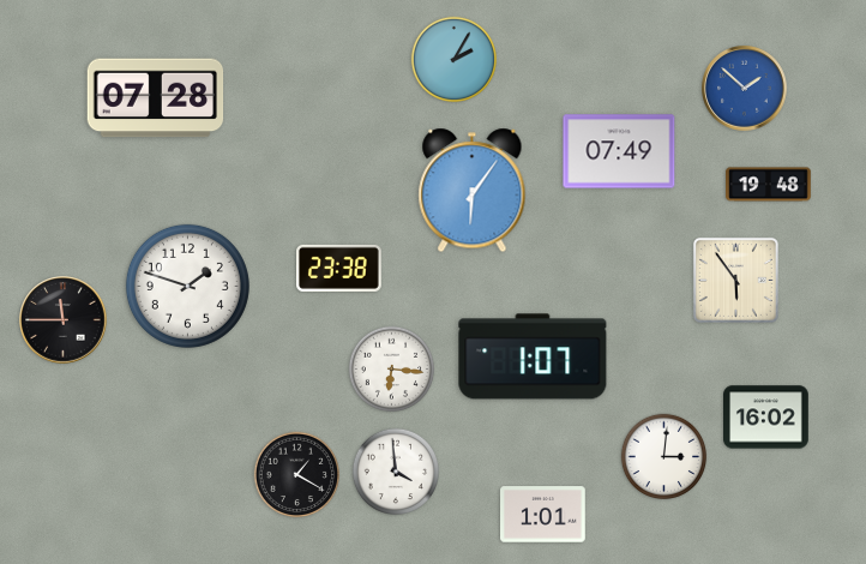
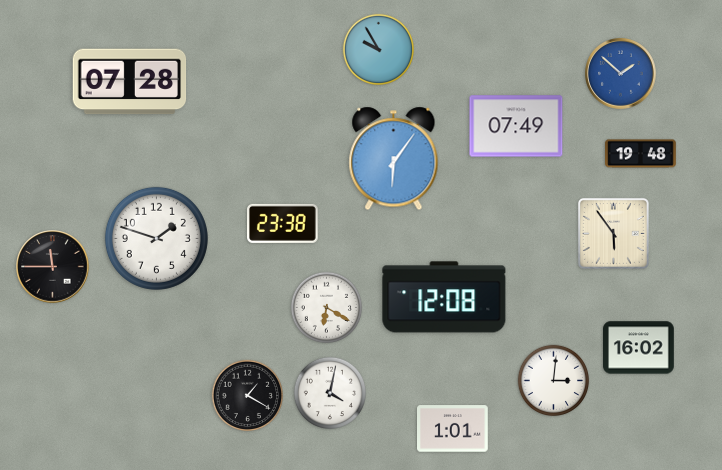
clock at (455, 60): 2:05 -> 9:55
clock at (533, 356): 1:07 -> 12:08
clock at (392, 370): 6:16 -> 6:20
clock at (395, 470): 3:59 -> 4:02
